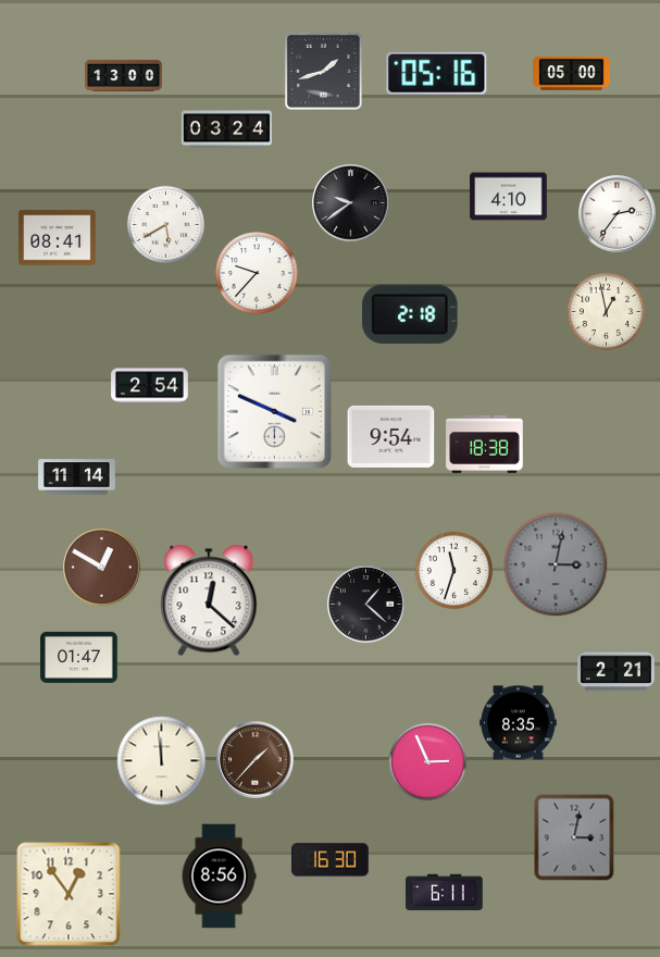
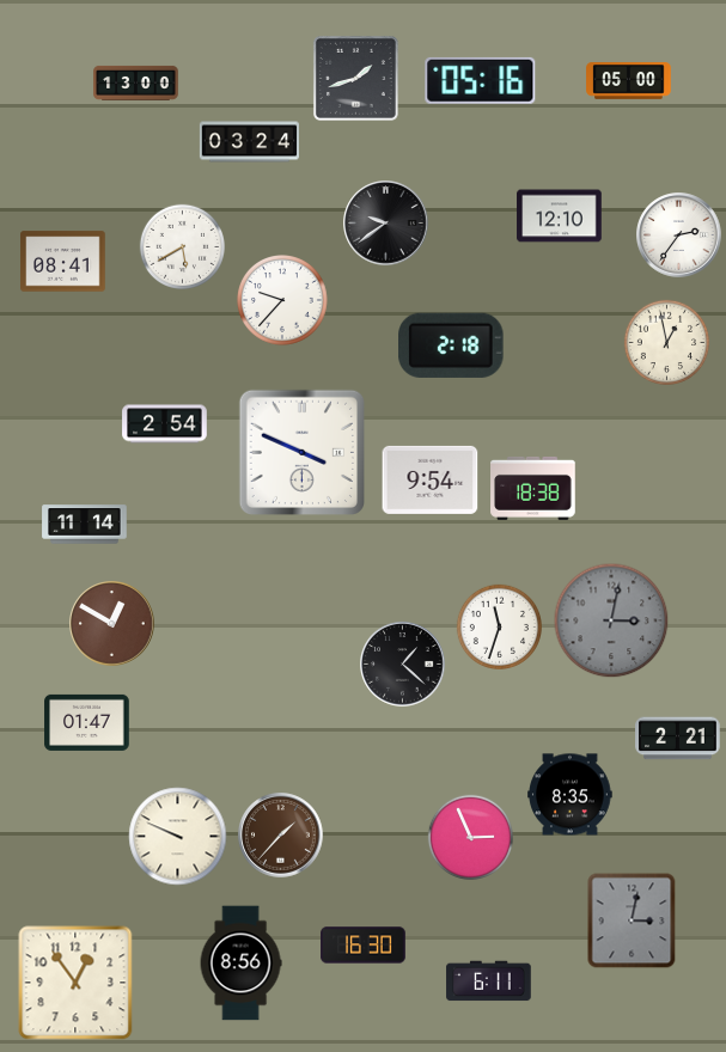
clock at (509, 197): 4:10 -> 12:10
clock at (209, 600): 12:22 -> none
clock at (162, 761): 11:59 -> 9:49
